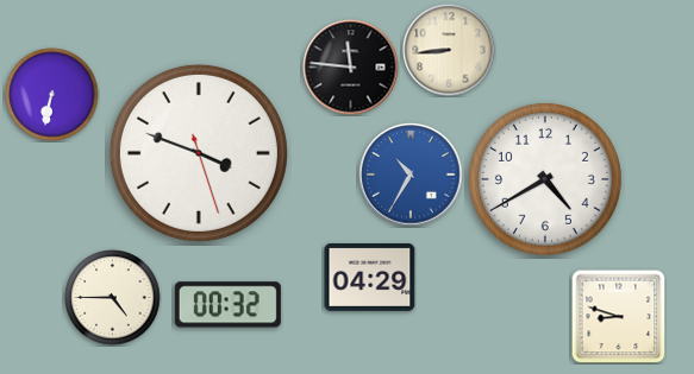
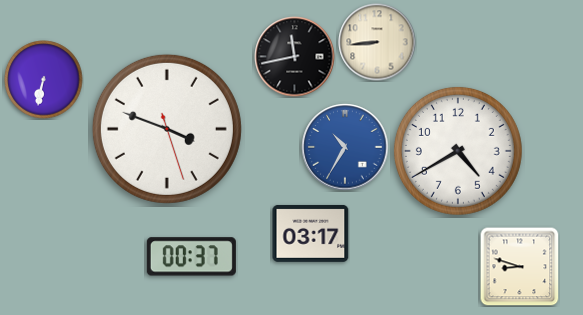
clock at (351, 68): 11:46 -> 11:43
clock at (370, 277): 04:29 -> 03:17
clock at (113, 298): 4:45 -> none
clock at (227, 305): 00:32 -> 00:37
